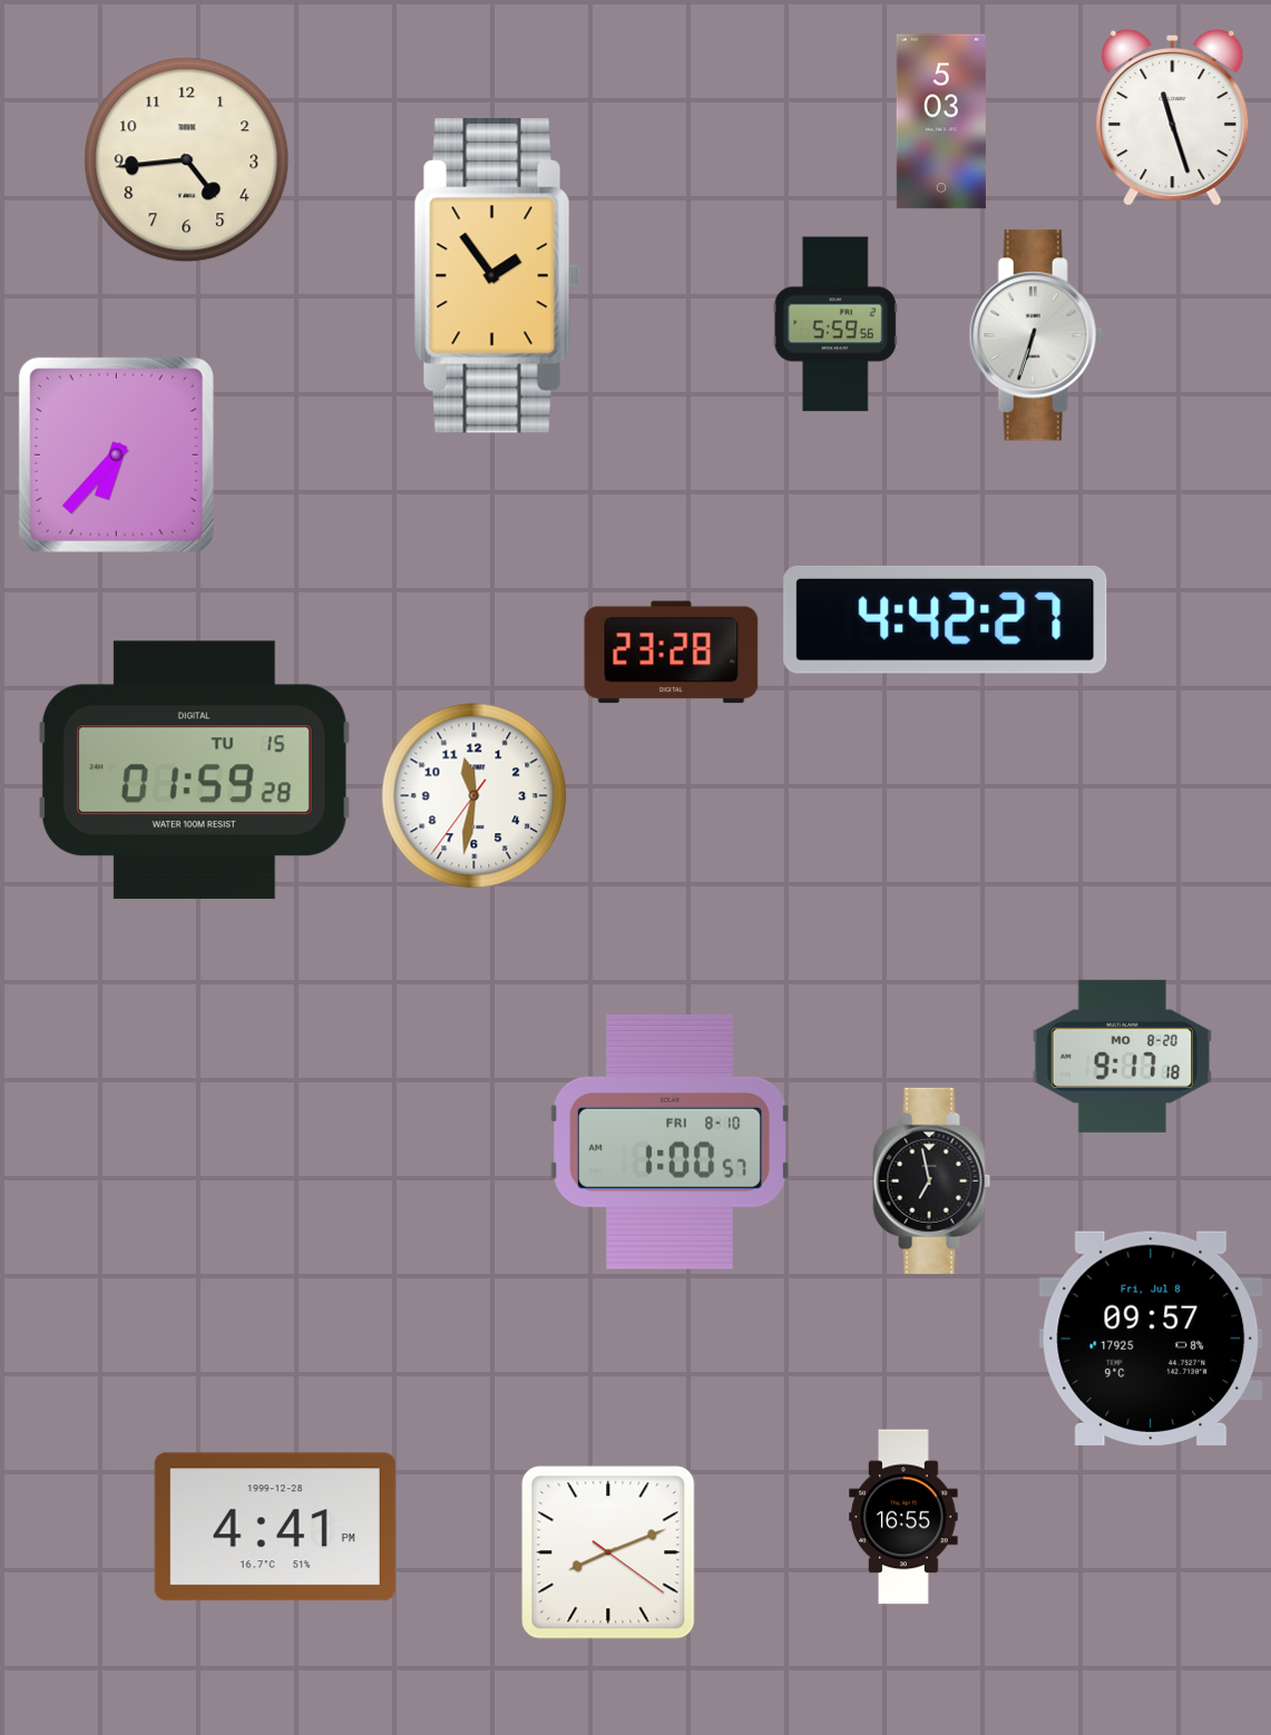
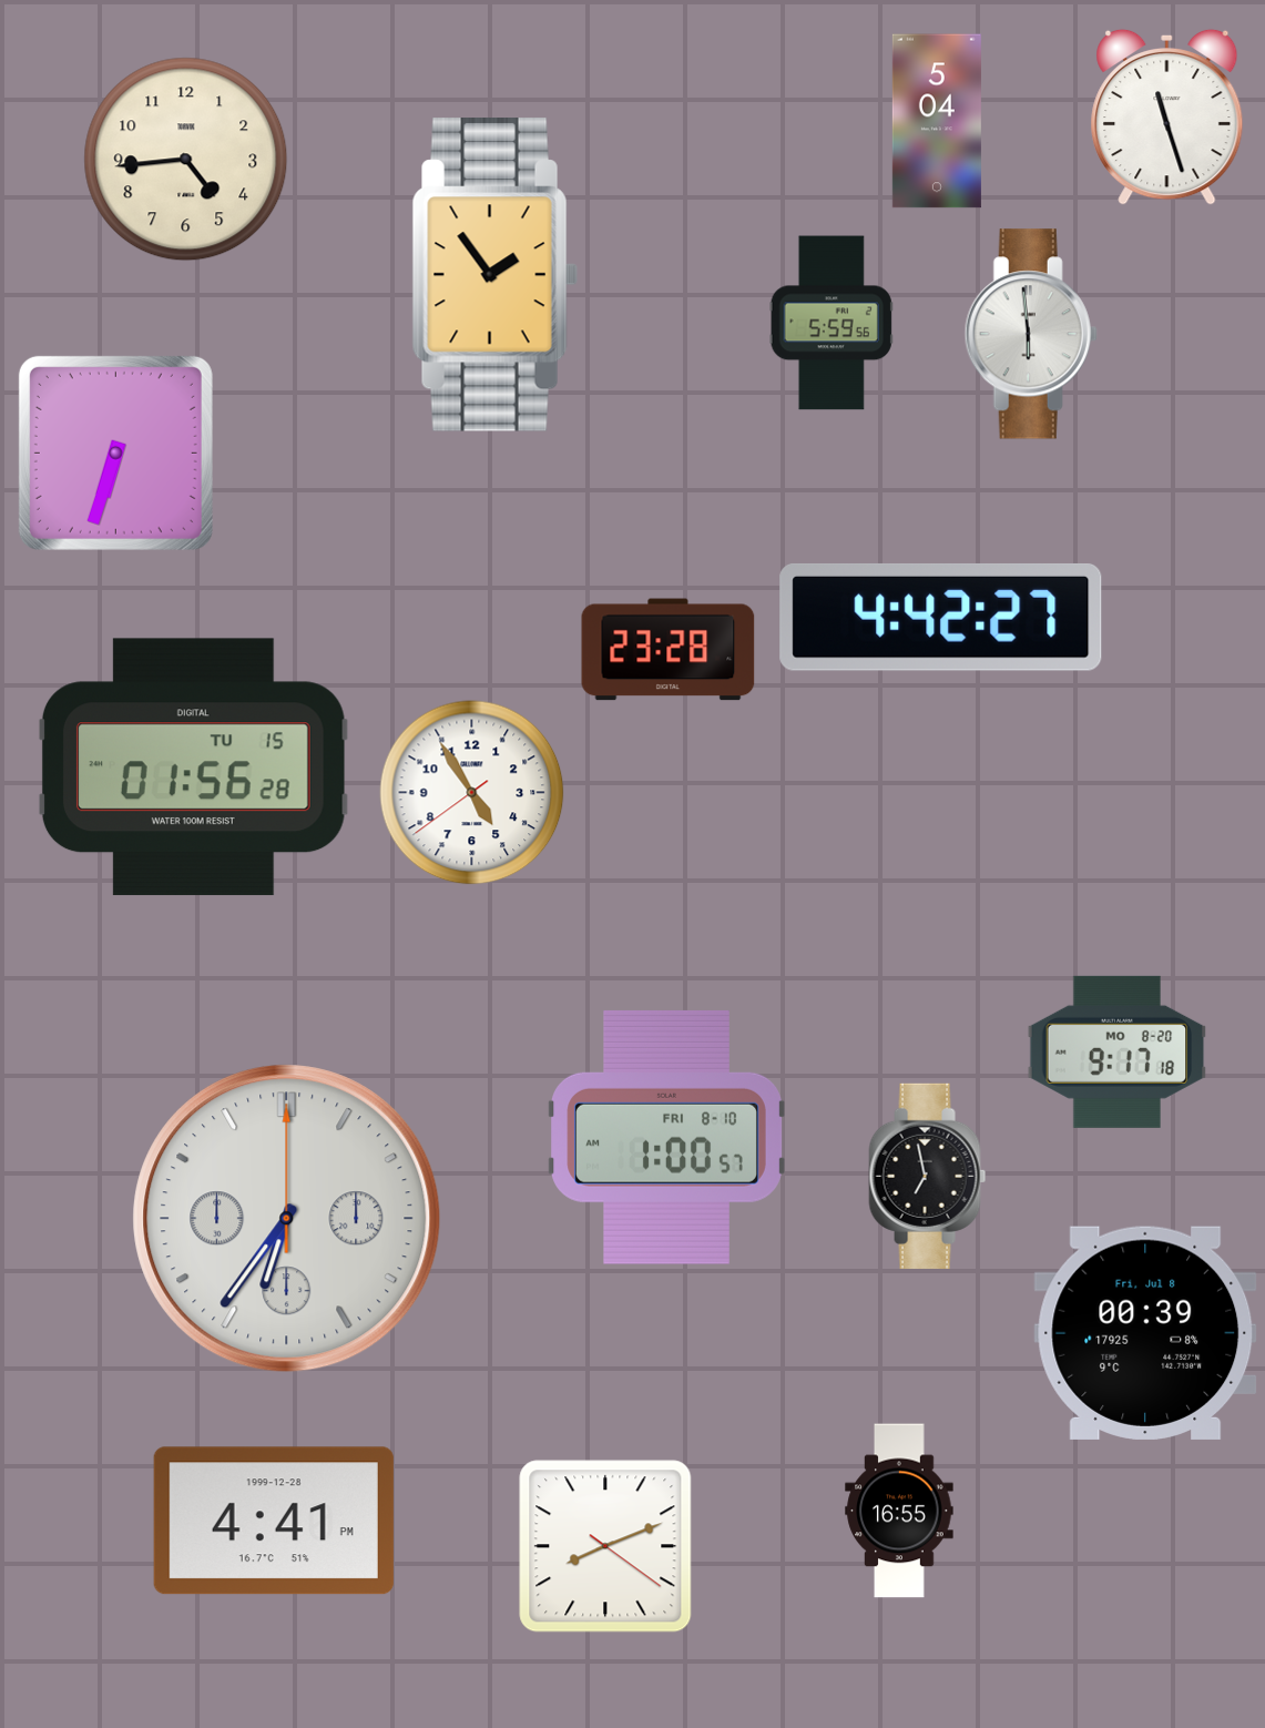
clock at (941, 121): 5:03 -> 5:04
clock at (1036, 335): 6:33 -> 5:59
clock at (116, 454): 6:37 -> 6:33
clock at (194, 771): 01:59 -> 01:56
clock at (475, 796): 11:31 -> 4:54
clock at (287, 1219): none -> 6:36
clock at (1151, 1339): 09:57 -> 00:39
